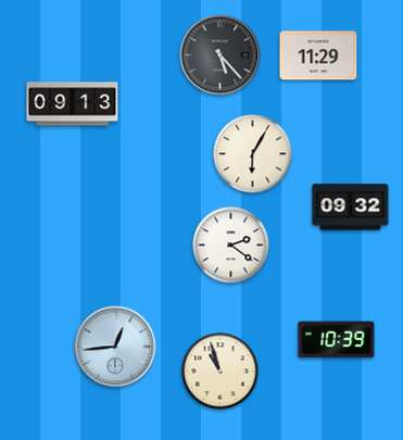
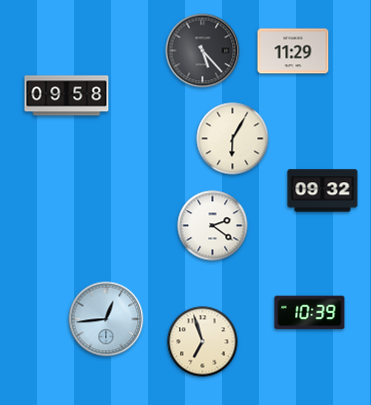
clock at (73, 104): 09:13 -> 09:58
clock at (253, 154) position: (253, 154) -> (233, 139)
clock at (221, 372): 10:57 -> 6:57
